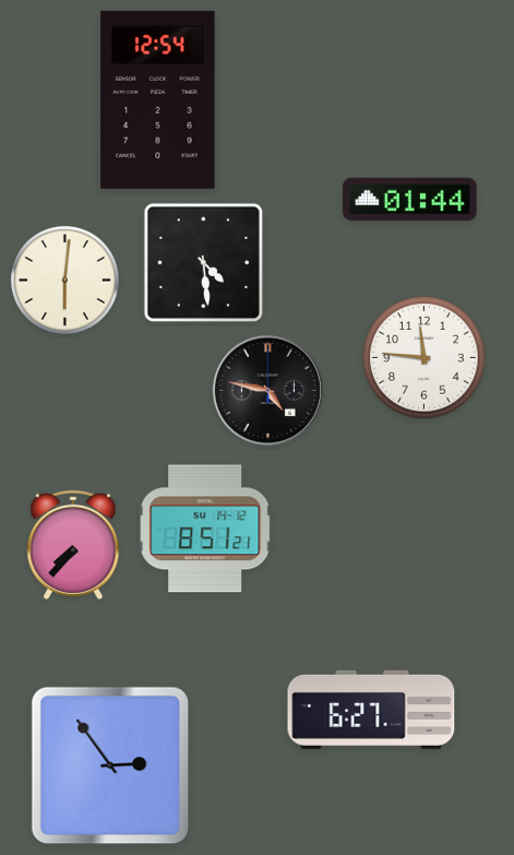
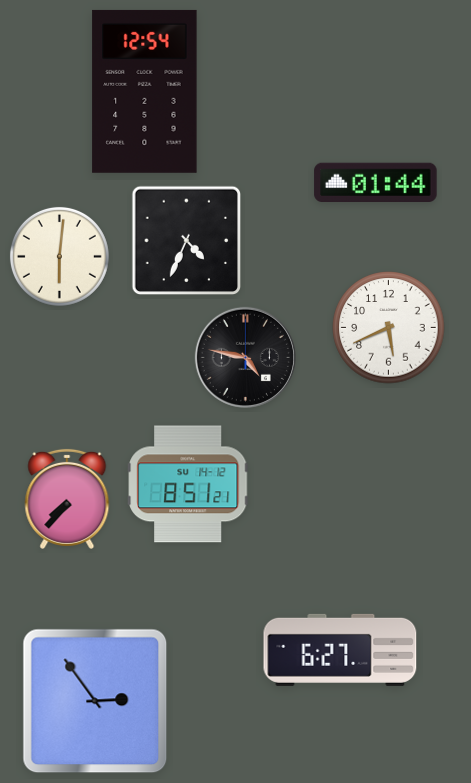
clock at (204, 263): 4:29 -> 4:34
clock at (425, 358): 11:46 -> 5:41
clock at (110, 765) position: (110, 765) -> (95, 701)
